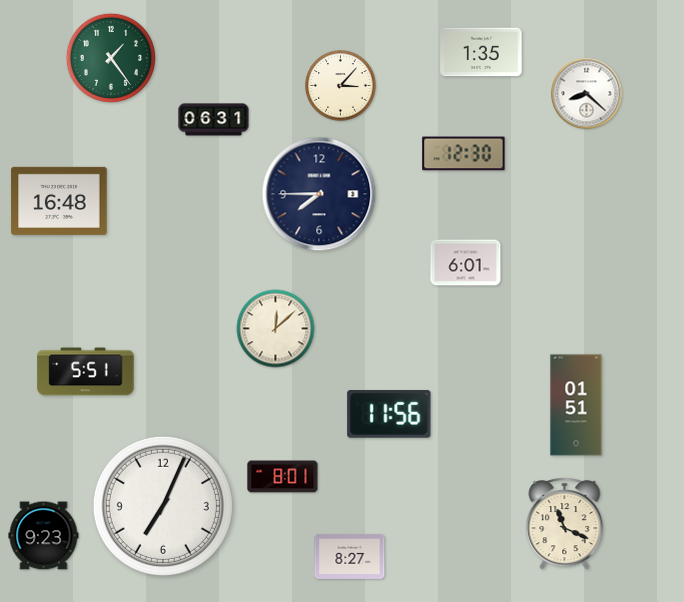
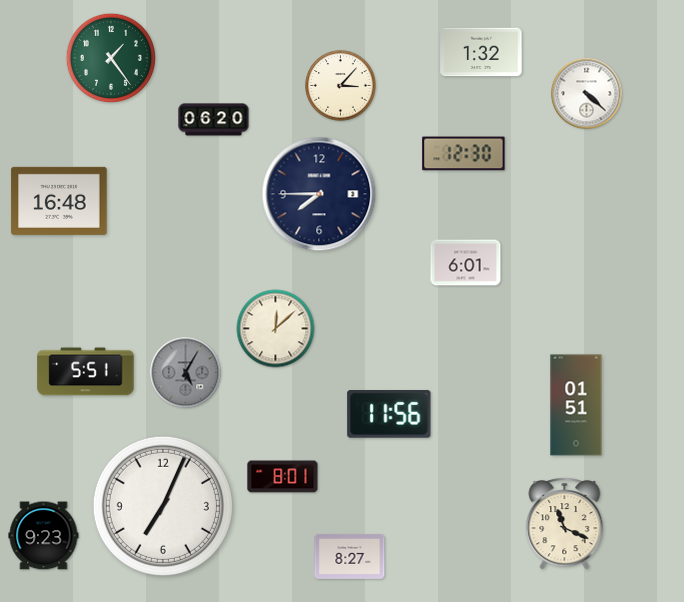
clock at (481, 52): 1:35 -> 1:32
clock at (587, 94): 8:22 -> 4:22
clock at (214, 120): 06:31 -> 06:20
clock at (186, 373): none -> 5:05
